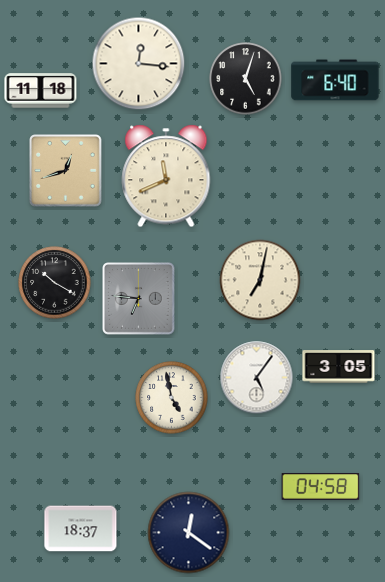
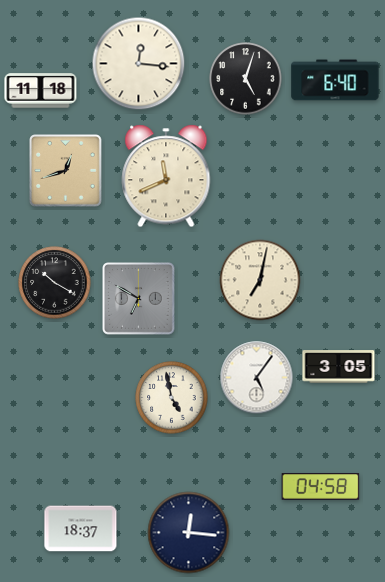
clock at (139, 299): 6:46 -> 6:50
clock at (189, 533): 12:21 -> 12:16
